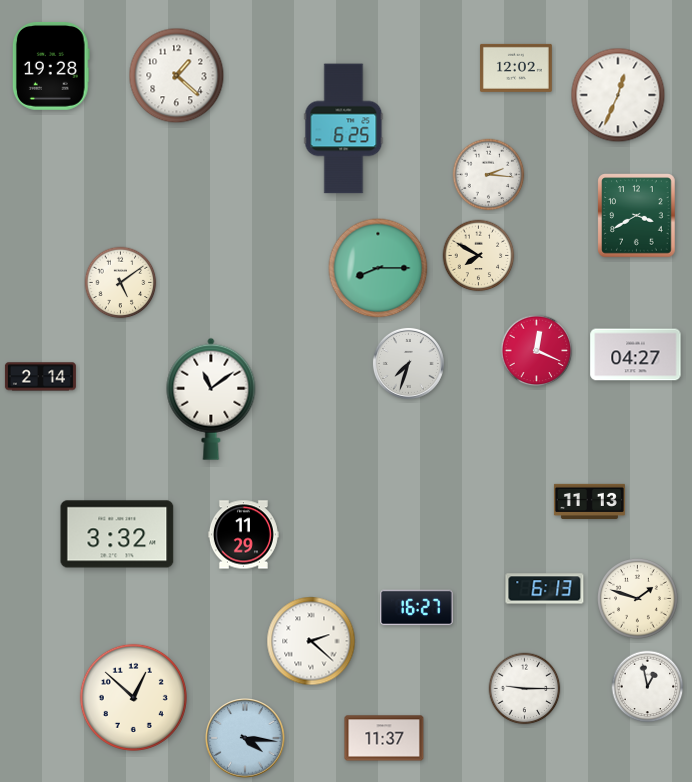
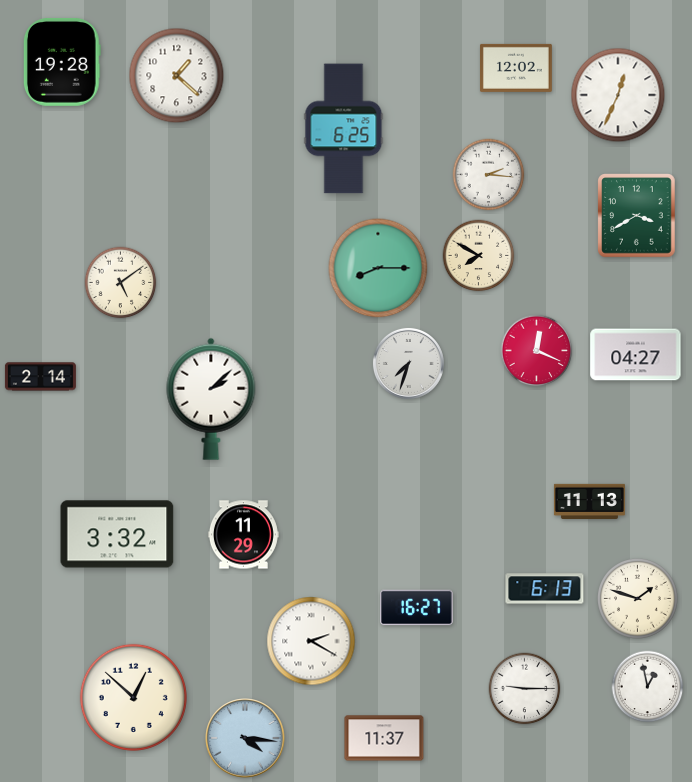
clock at (51, 66) position: (51, 66) -> (62, 62)
clock at (211, 399): 11:09 -> 2:08
clock at (311, 641): 2:22 -> 2:20
